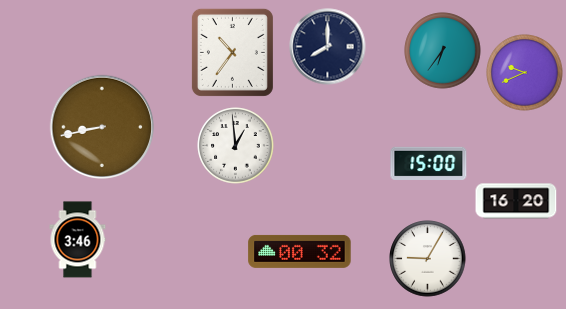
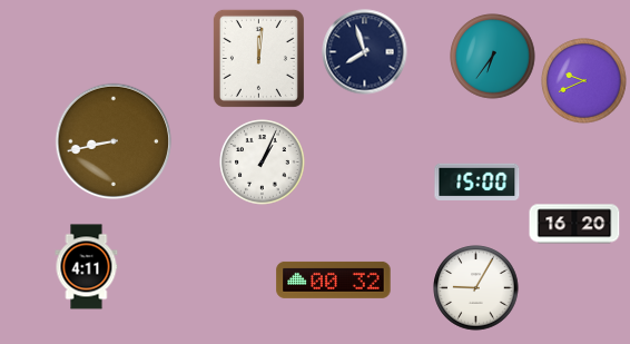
clock at (328, 47): 8:00 -> 7:57
clock at (232, 52): 10:36 -> 12:01
clock at (236, 146): 12:59 -> 1:04
clock at (78, 240): 3:46 -> 4:11
